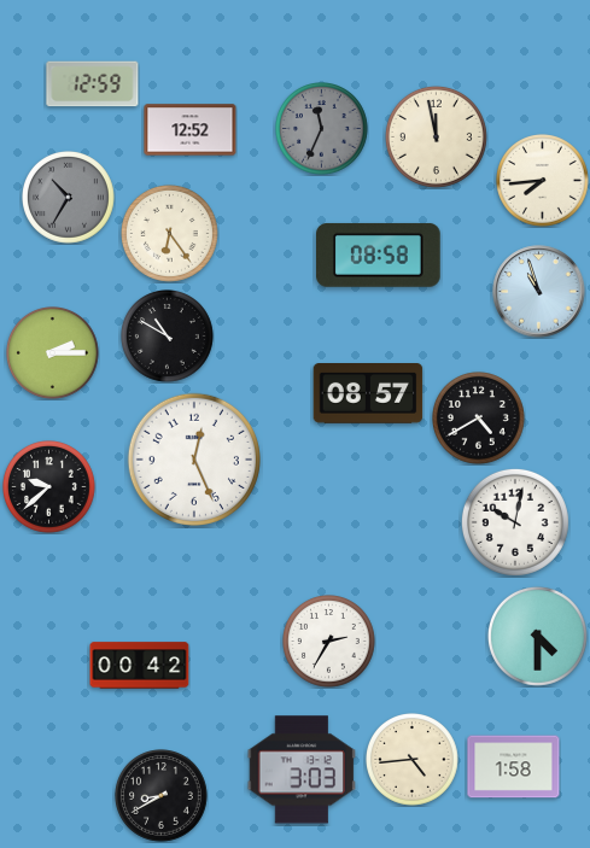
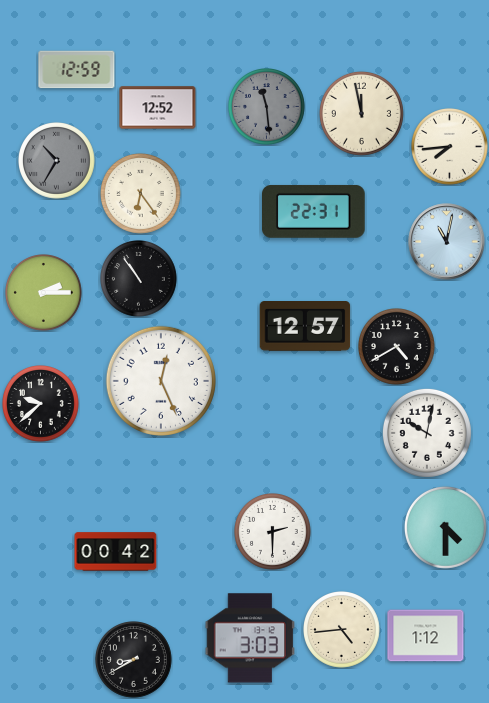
clock at (322, 129): 11:34 -> 11:29
clock at (543, 181) position: (543, 181) -> (450, 147)
clock at (69, 198) position: (69, 198) -> (57, 161)
clock at (379, 255): 08:58 -> 22:31
clock at (539, 292): 10:57 -> 11:02
clock at (168, 337): 10:50 -> 10:54
clock at (368, 394): 08:57 -> 12:57
clock at (329, 642): 2:35 -> 2:30
clock at (514, 767): 1:58 -> 1:12
